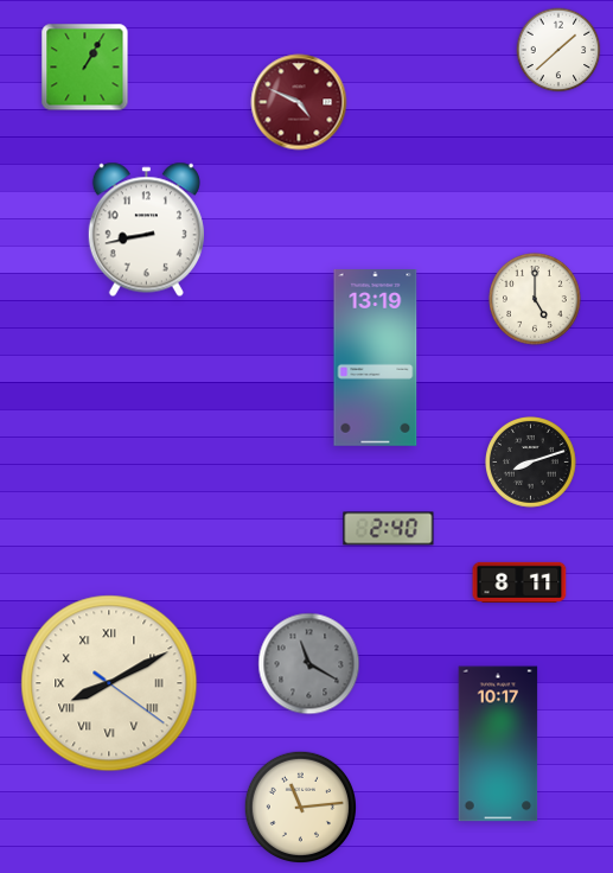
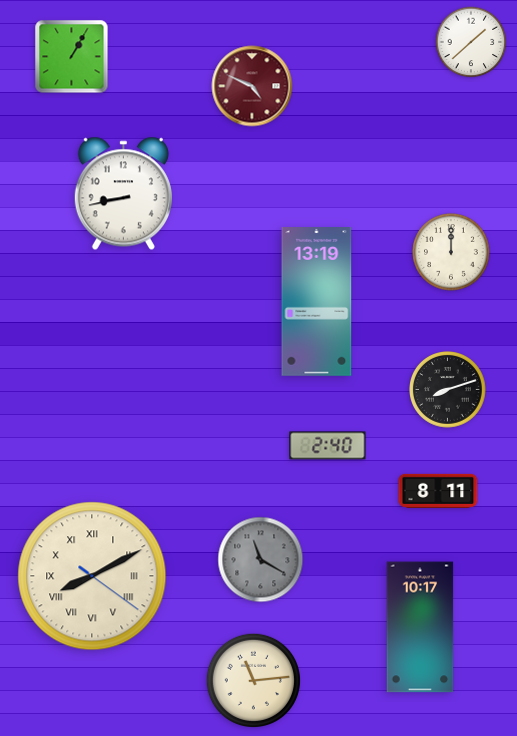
clock at (535, 299): 5:00 -> 12:00
